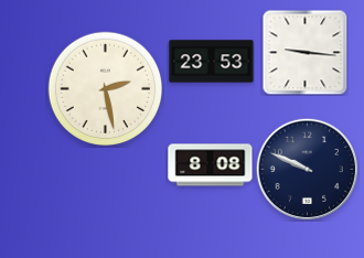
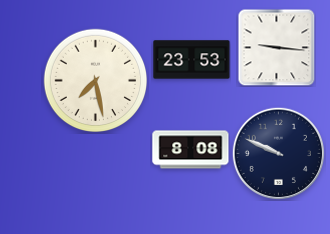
clock at (212, 62) position: (212, 62) -> (192, 60)
clock at (106, 89): 2:28 -> 7:28
